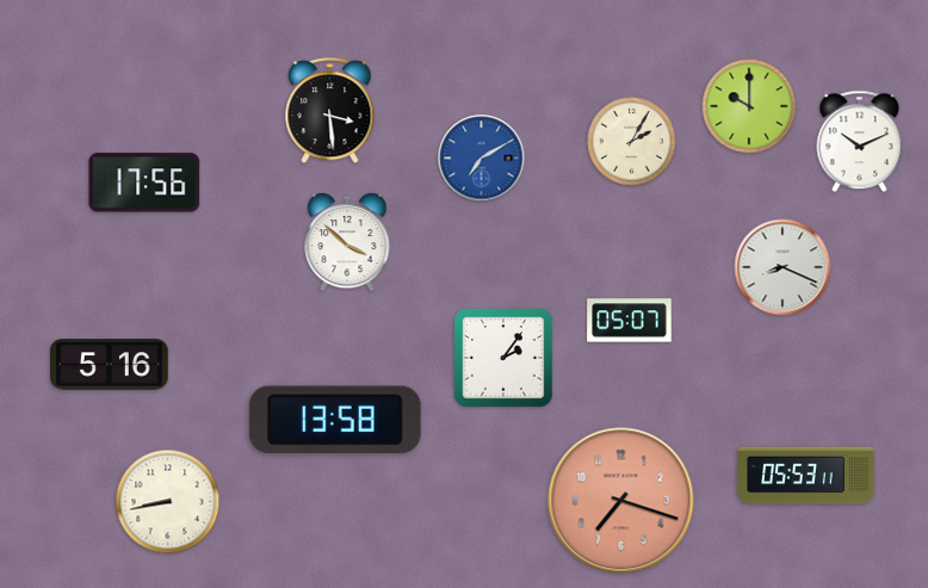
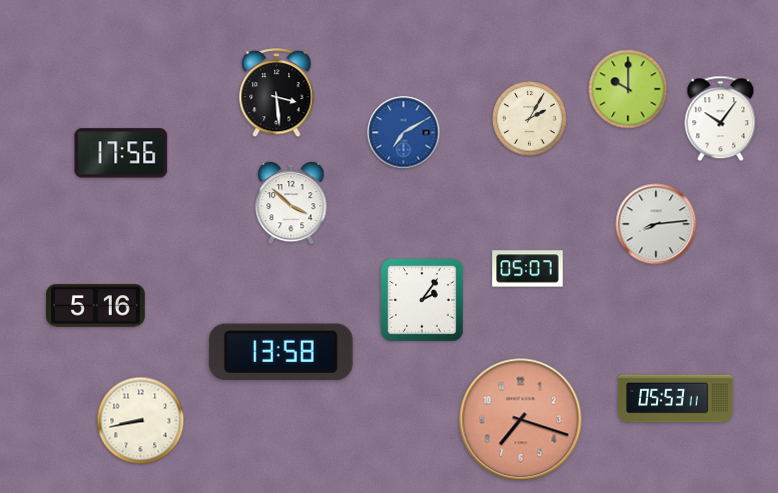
clock at (860, 142): 10:11 -> 10:06
clock at (782, 267): 8:19 -> 8:14
clock at (110, 365) position: (110, 365) -> (96, 306)
